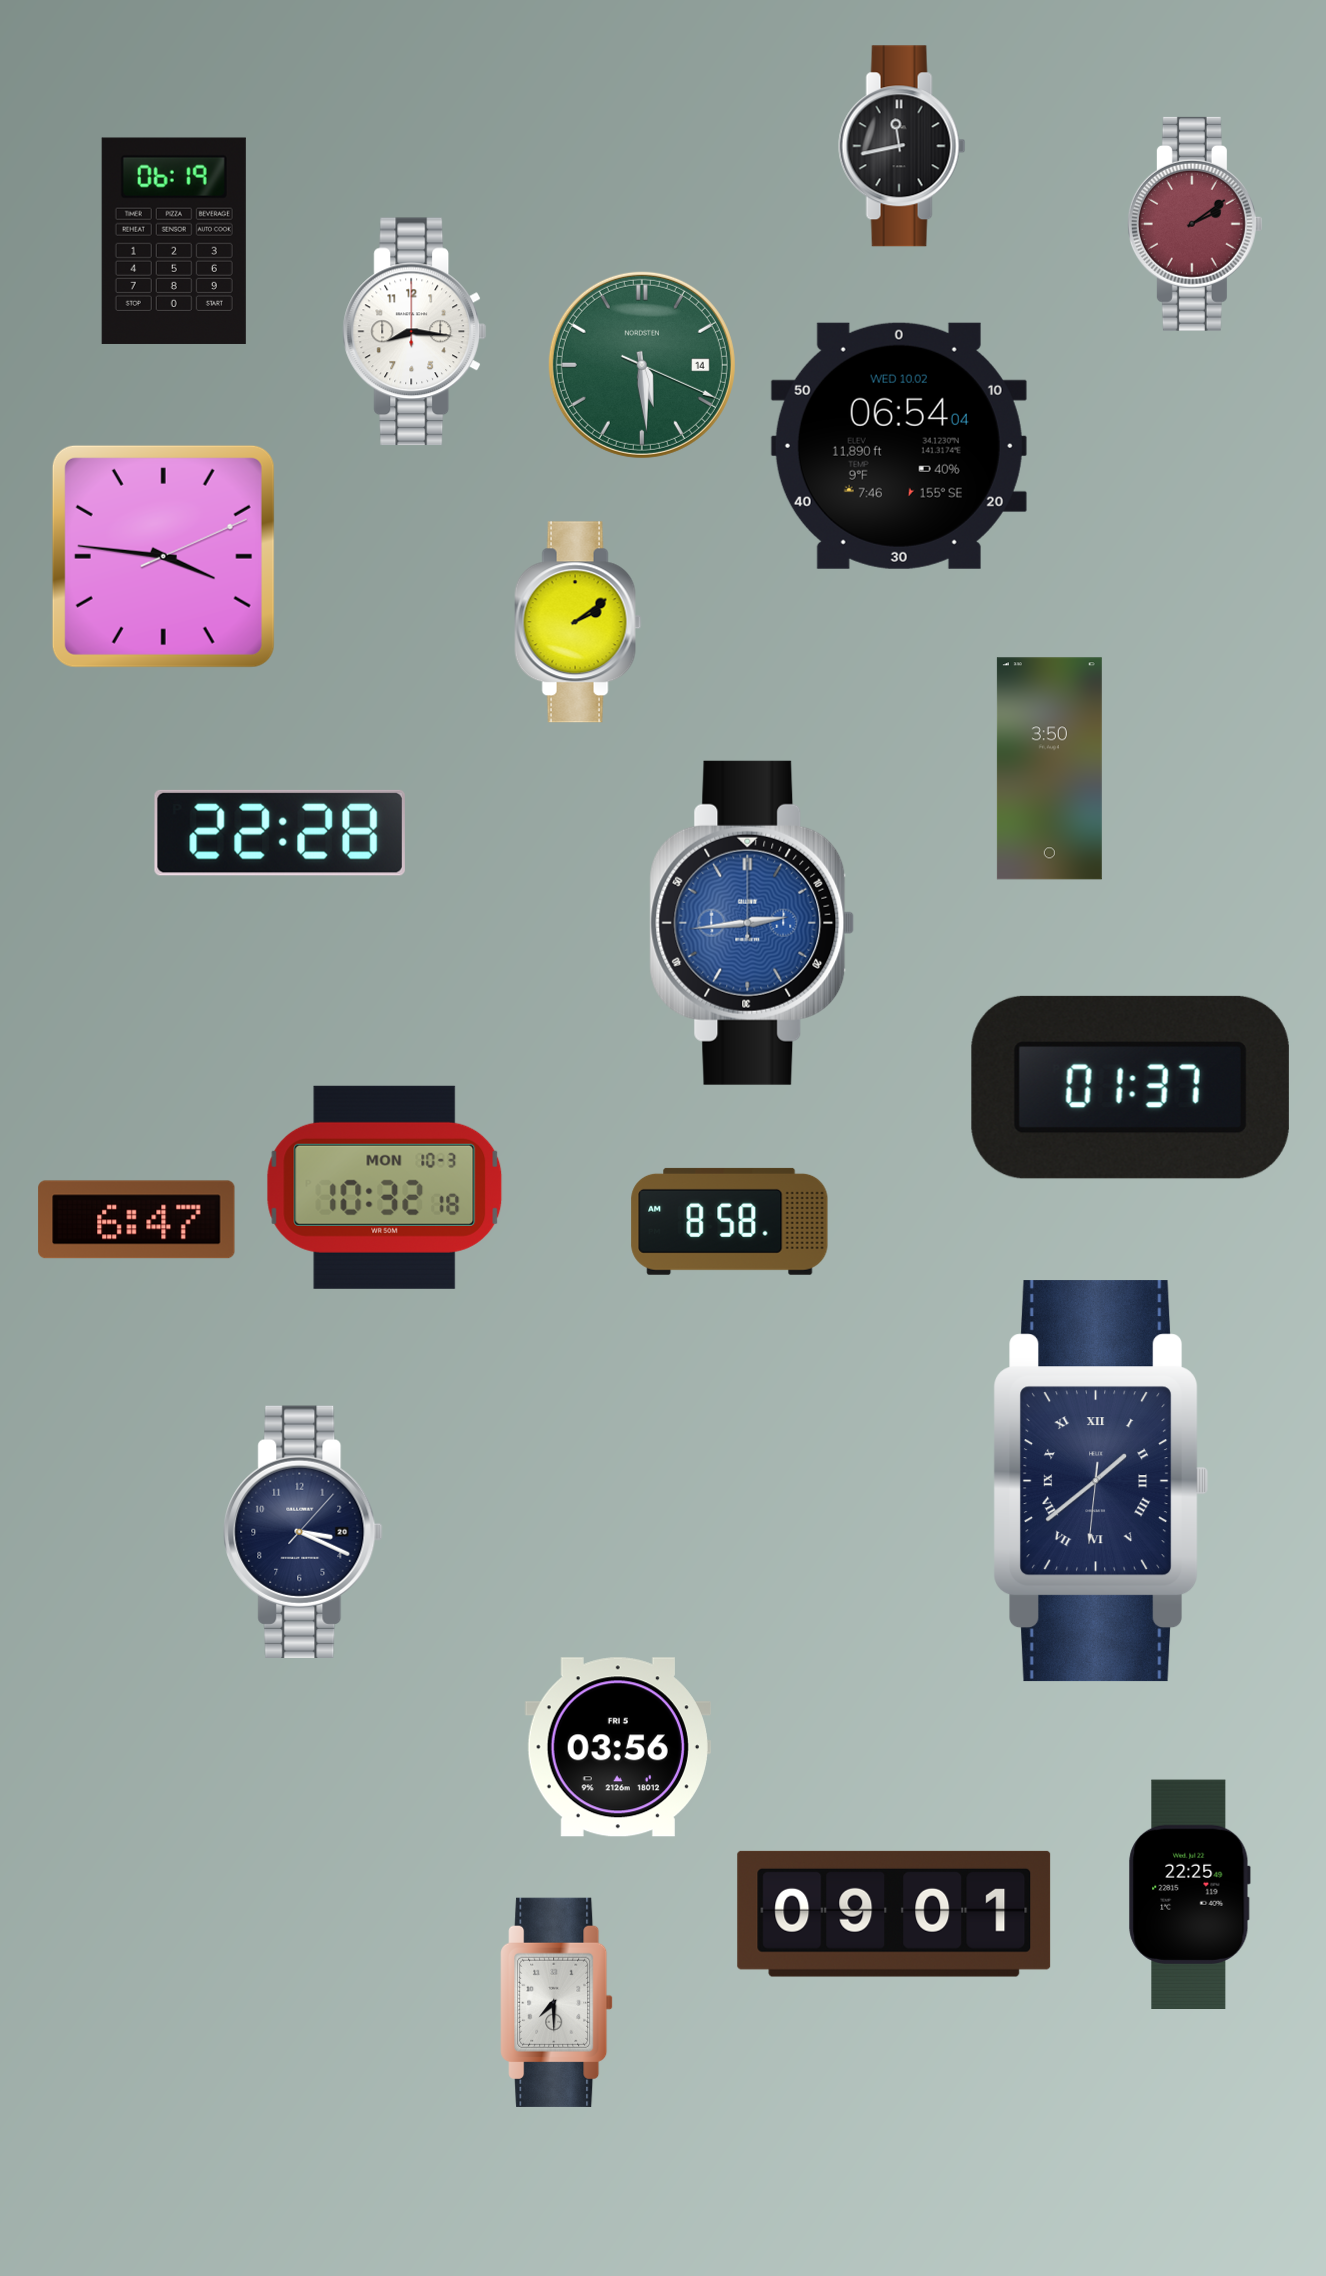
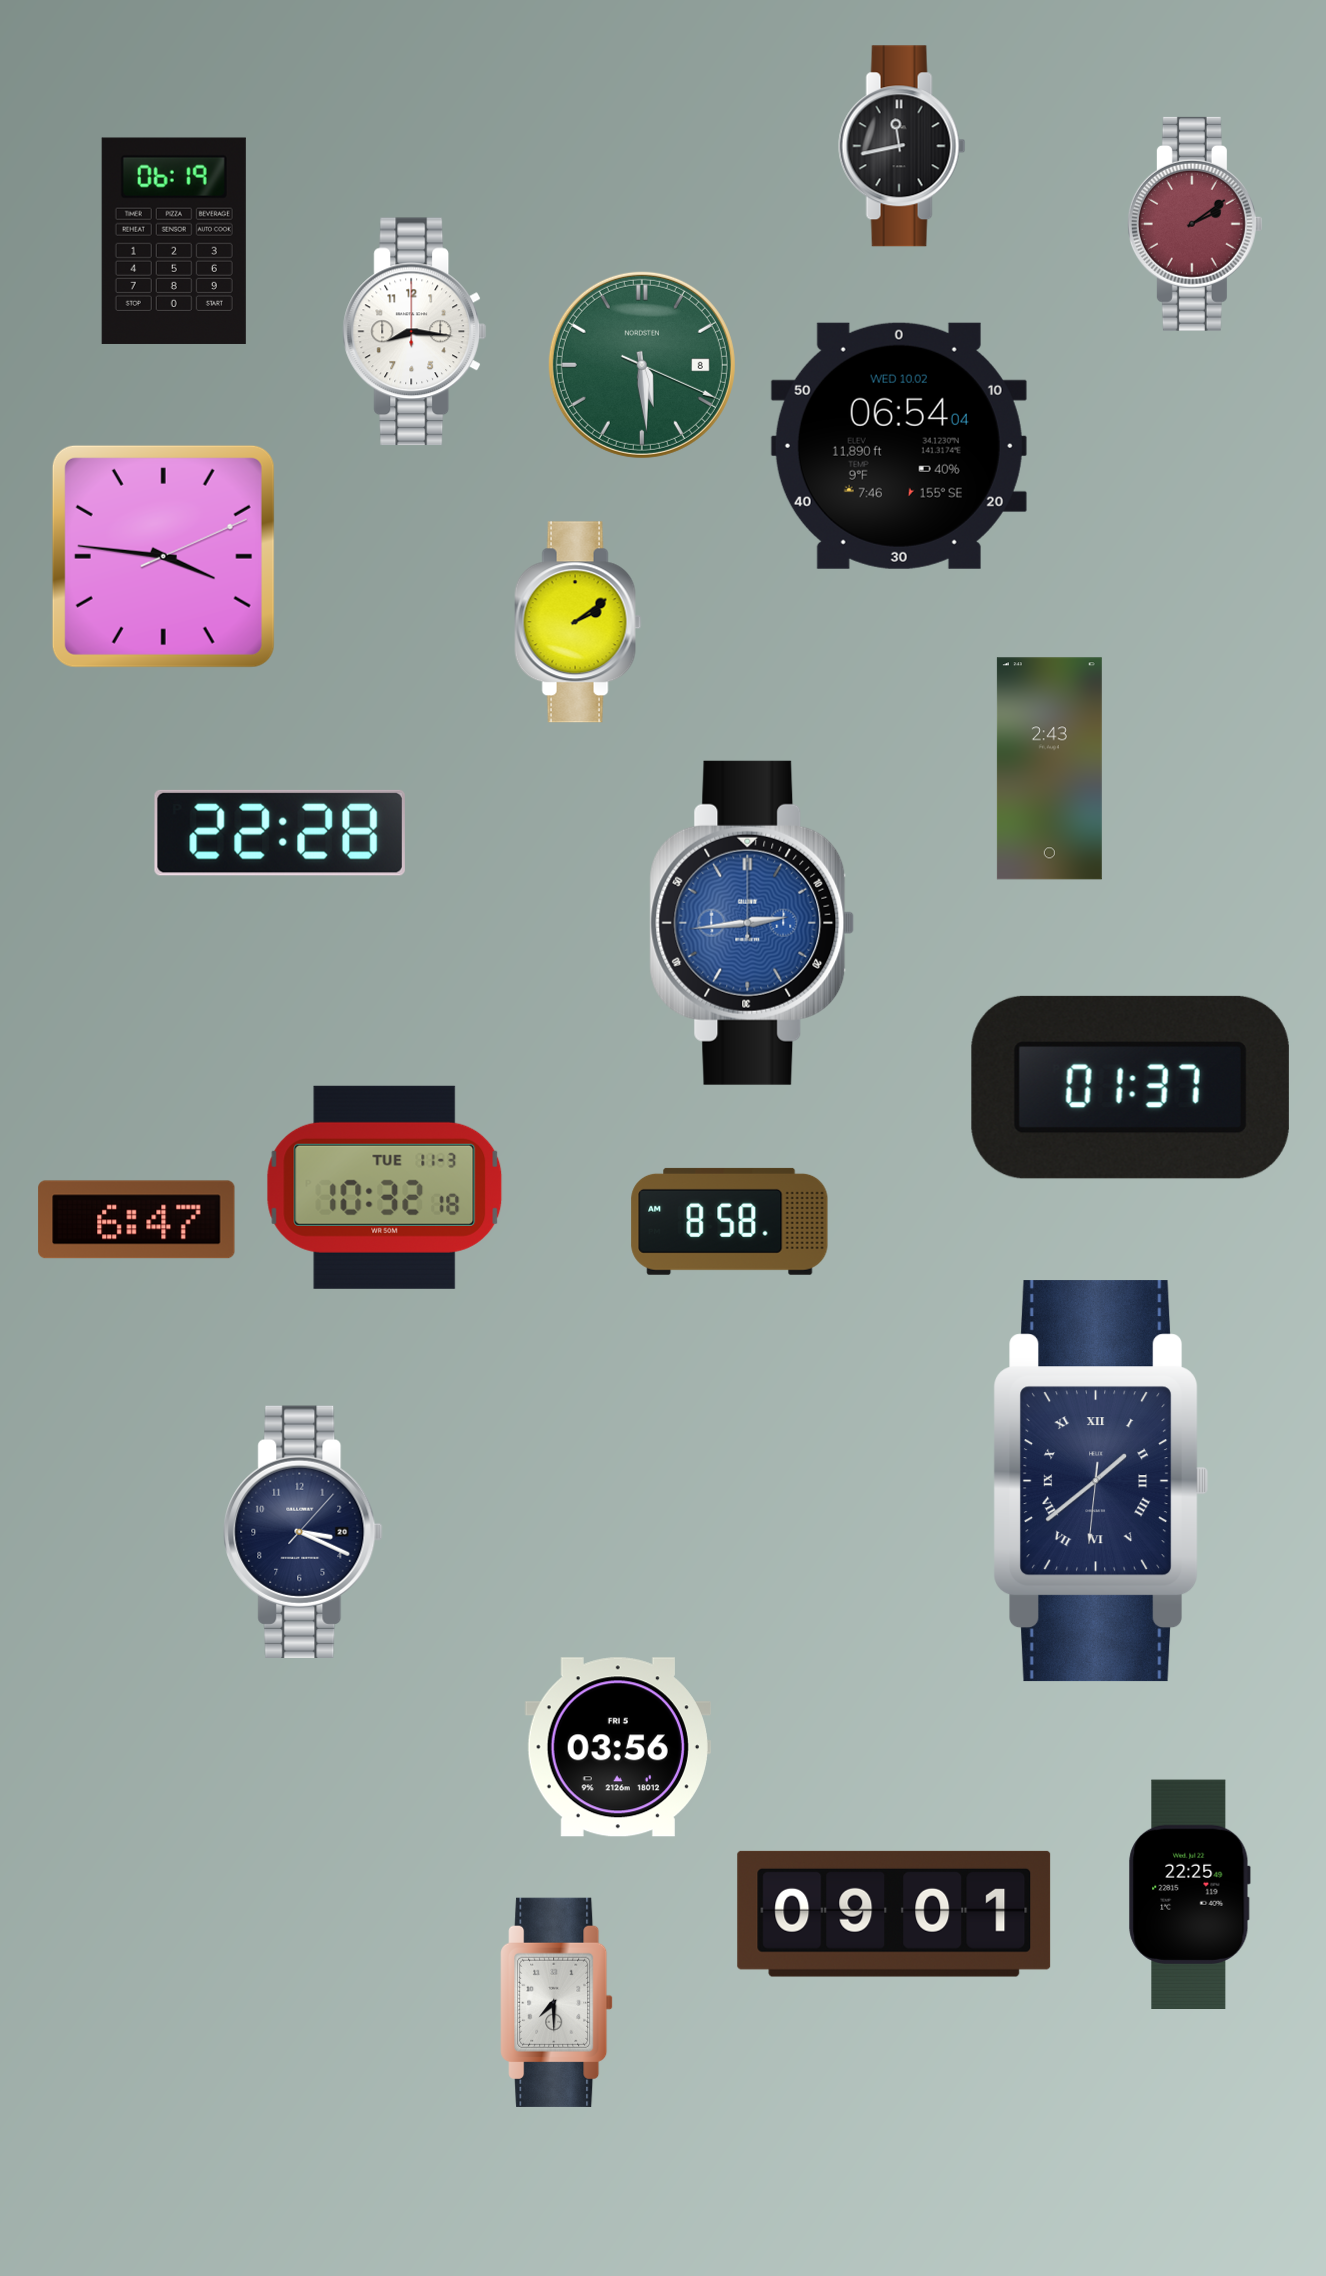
clock at (642, 365) date: 14 -> 8
clock at (1049, 769): 3:50 -> 2:43
clock at (385, 1187) date: MON 10-3 -> TUE 11-3
